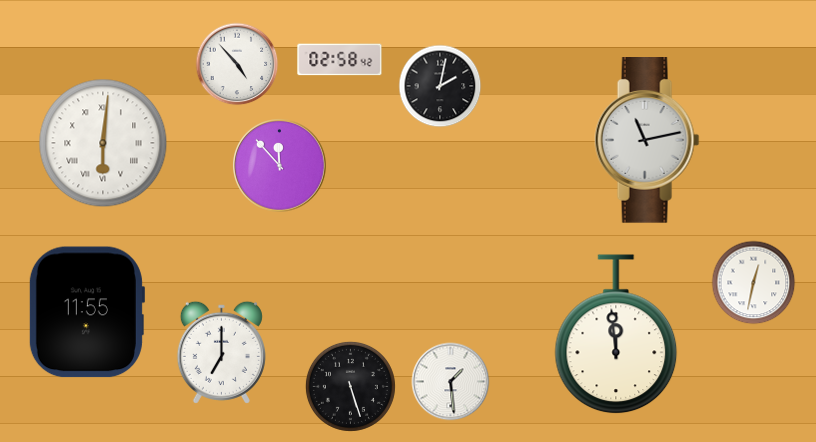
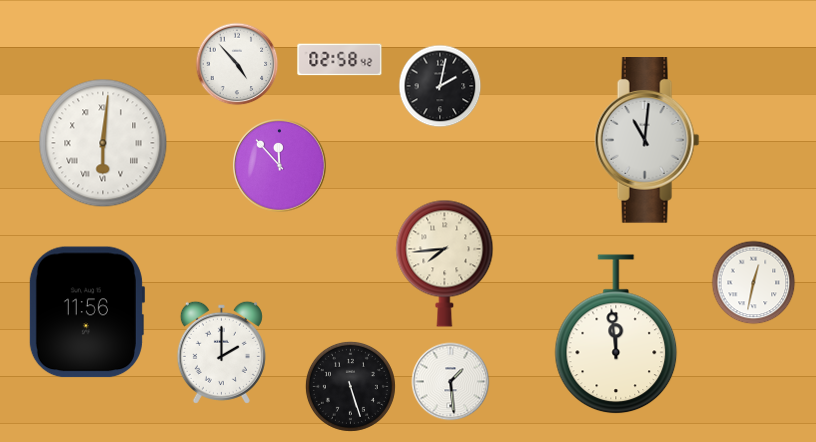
clock at (647, 141): 11:13 -> 11:01
clock at (445, 263): none -> 7:44
clock at (86, 312): 11:55 -> 11:56
clock at (221, 352): 7:00 -> 2:00
